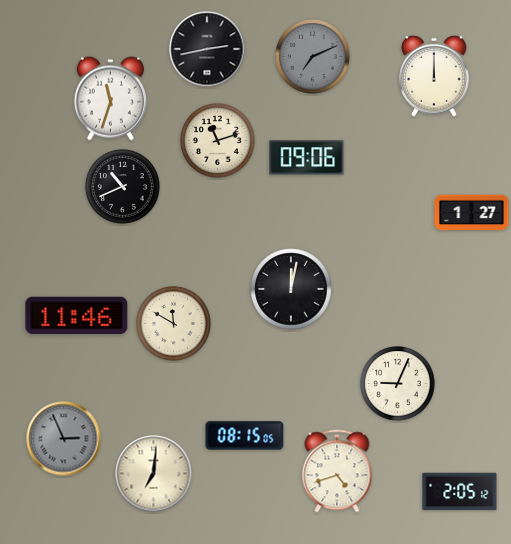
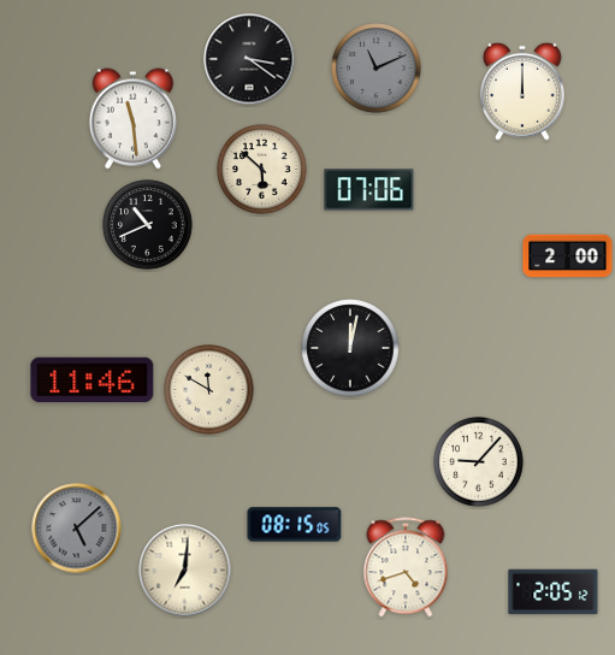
clock at (207, 49): 2:43 -> 3:21
clock at (313, 57): 7:11 -> 11:11
clock at (110, 99): 11:33 -> 11:29
clock at (218, 141): 11:12 -> 5:52
clock at (307, 158): 09:06 -> 07:06
clock at (472, 213): 1:27 -> 2:00
clock at (398, 384): 9:04 -> 9:07
clock at (64, 439): 2:56 -> 5:08
